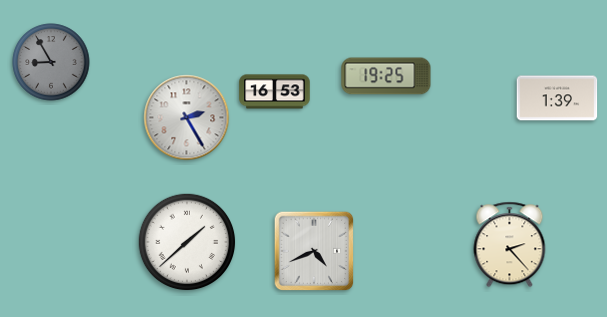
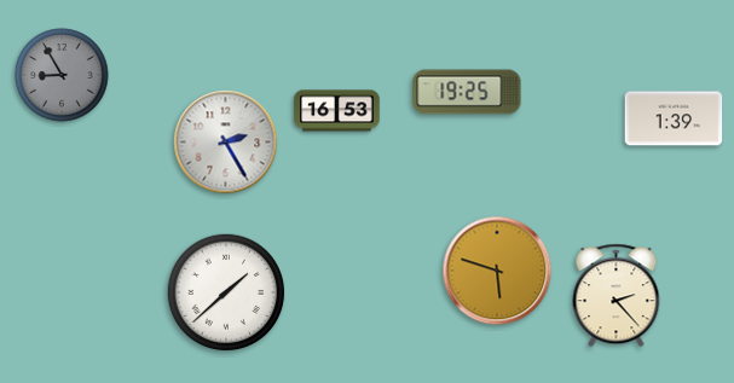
clock at (275, 92) position: (275, 92) -> (337, 111)
clock at (497, 271): none -> 5:48
clock at (314, 251): 4:41 -> none
